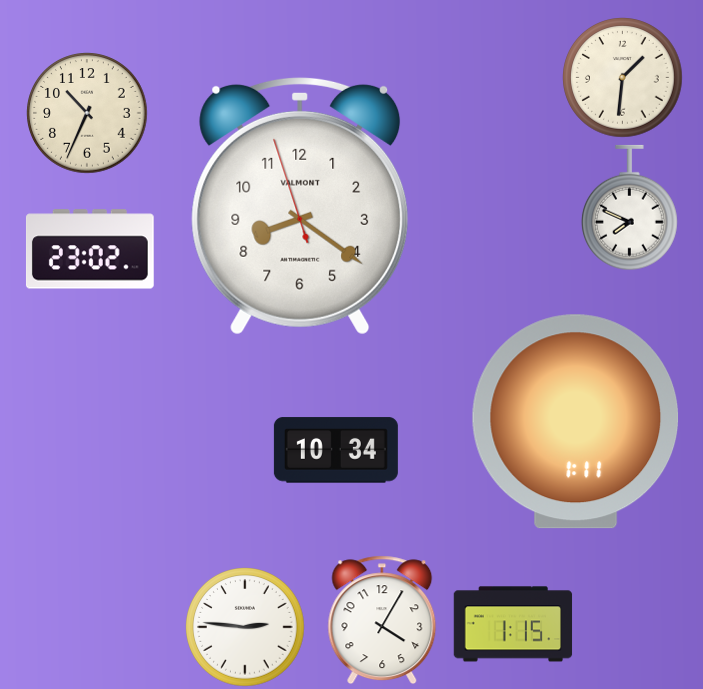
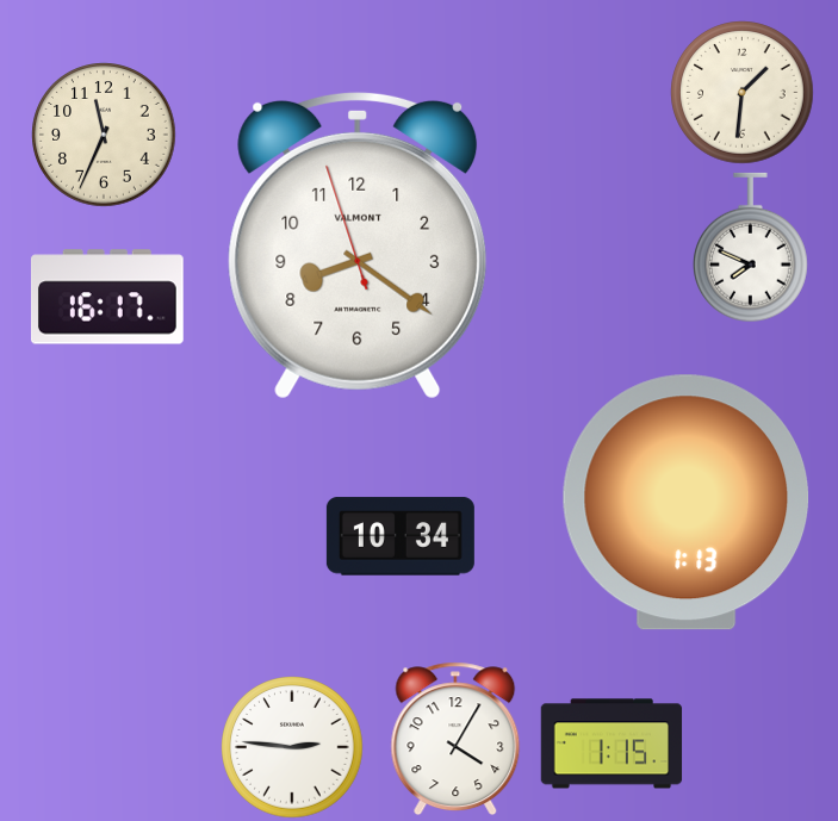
clock at (87, 113): 10:34 -> 11:34
clock at (90, 249): 23:02 -> 16:17
clock at (576, 422): 1:11 -> 1:13
